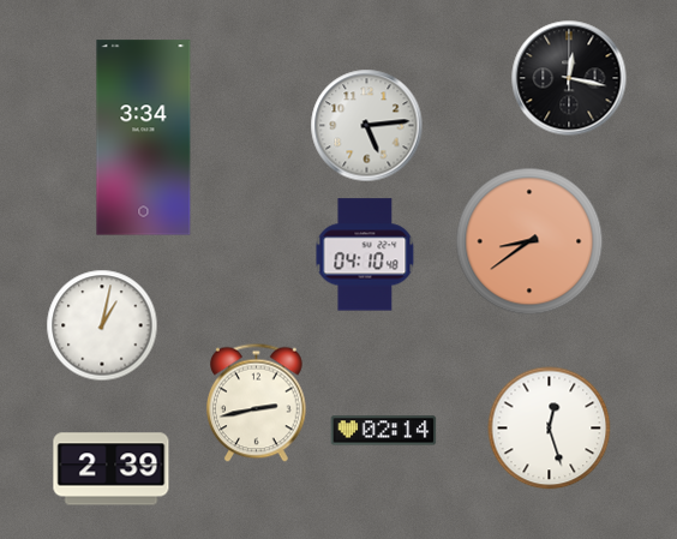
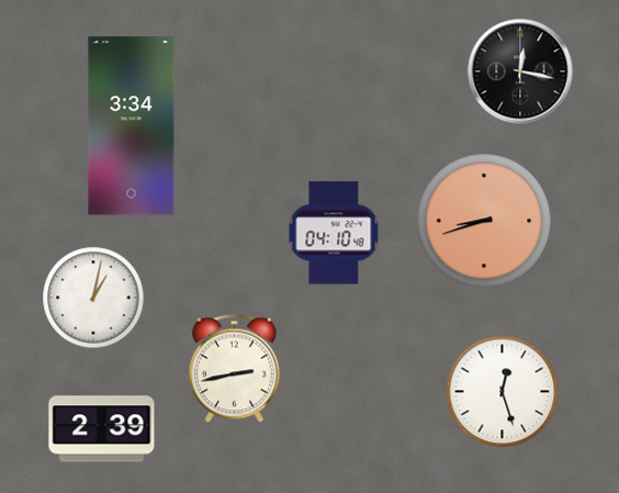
clock at (367, 126): 5:14 -> none
clock at (529, 241): 8:39 -> 8:42
clock at (384, 431): 02:14 -> none
